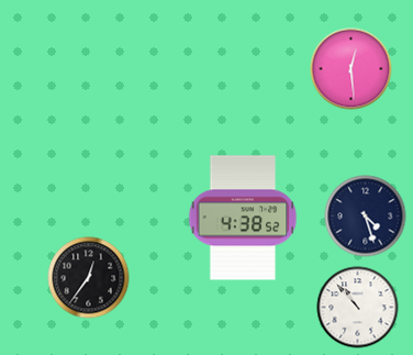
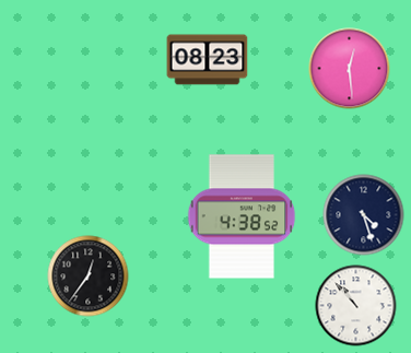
clock at (208, 60): none -> 08:23
